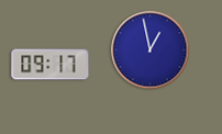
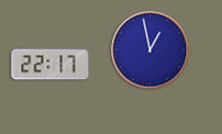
clock at (51, 65): 09:17 -> 22:17
